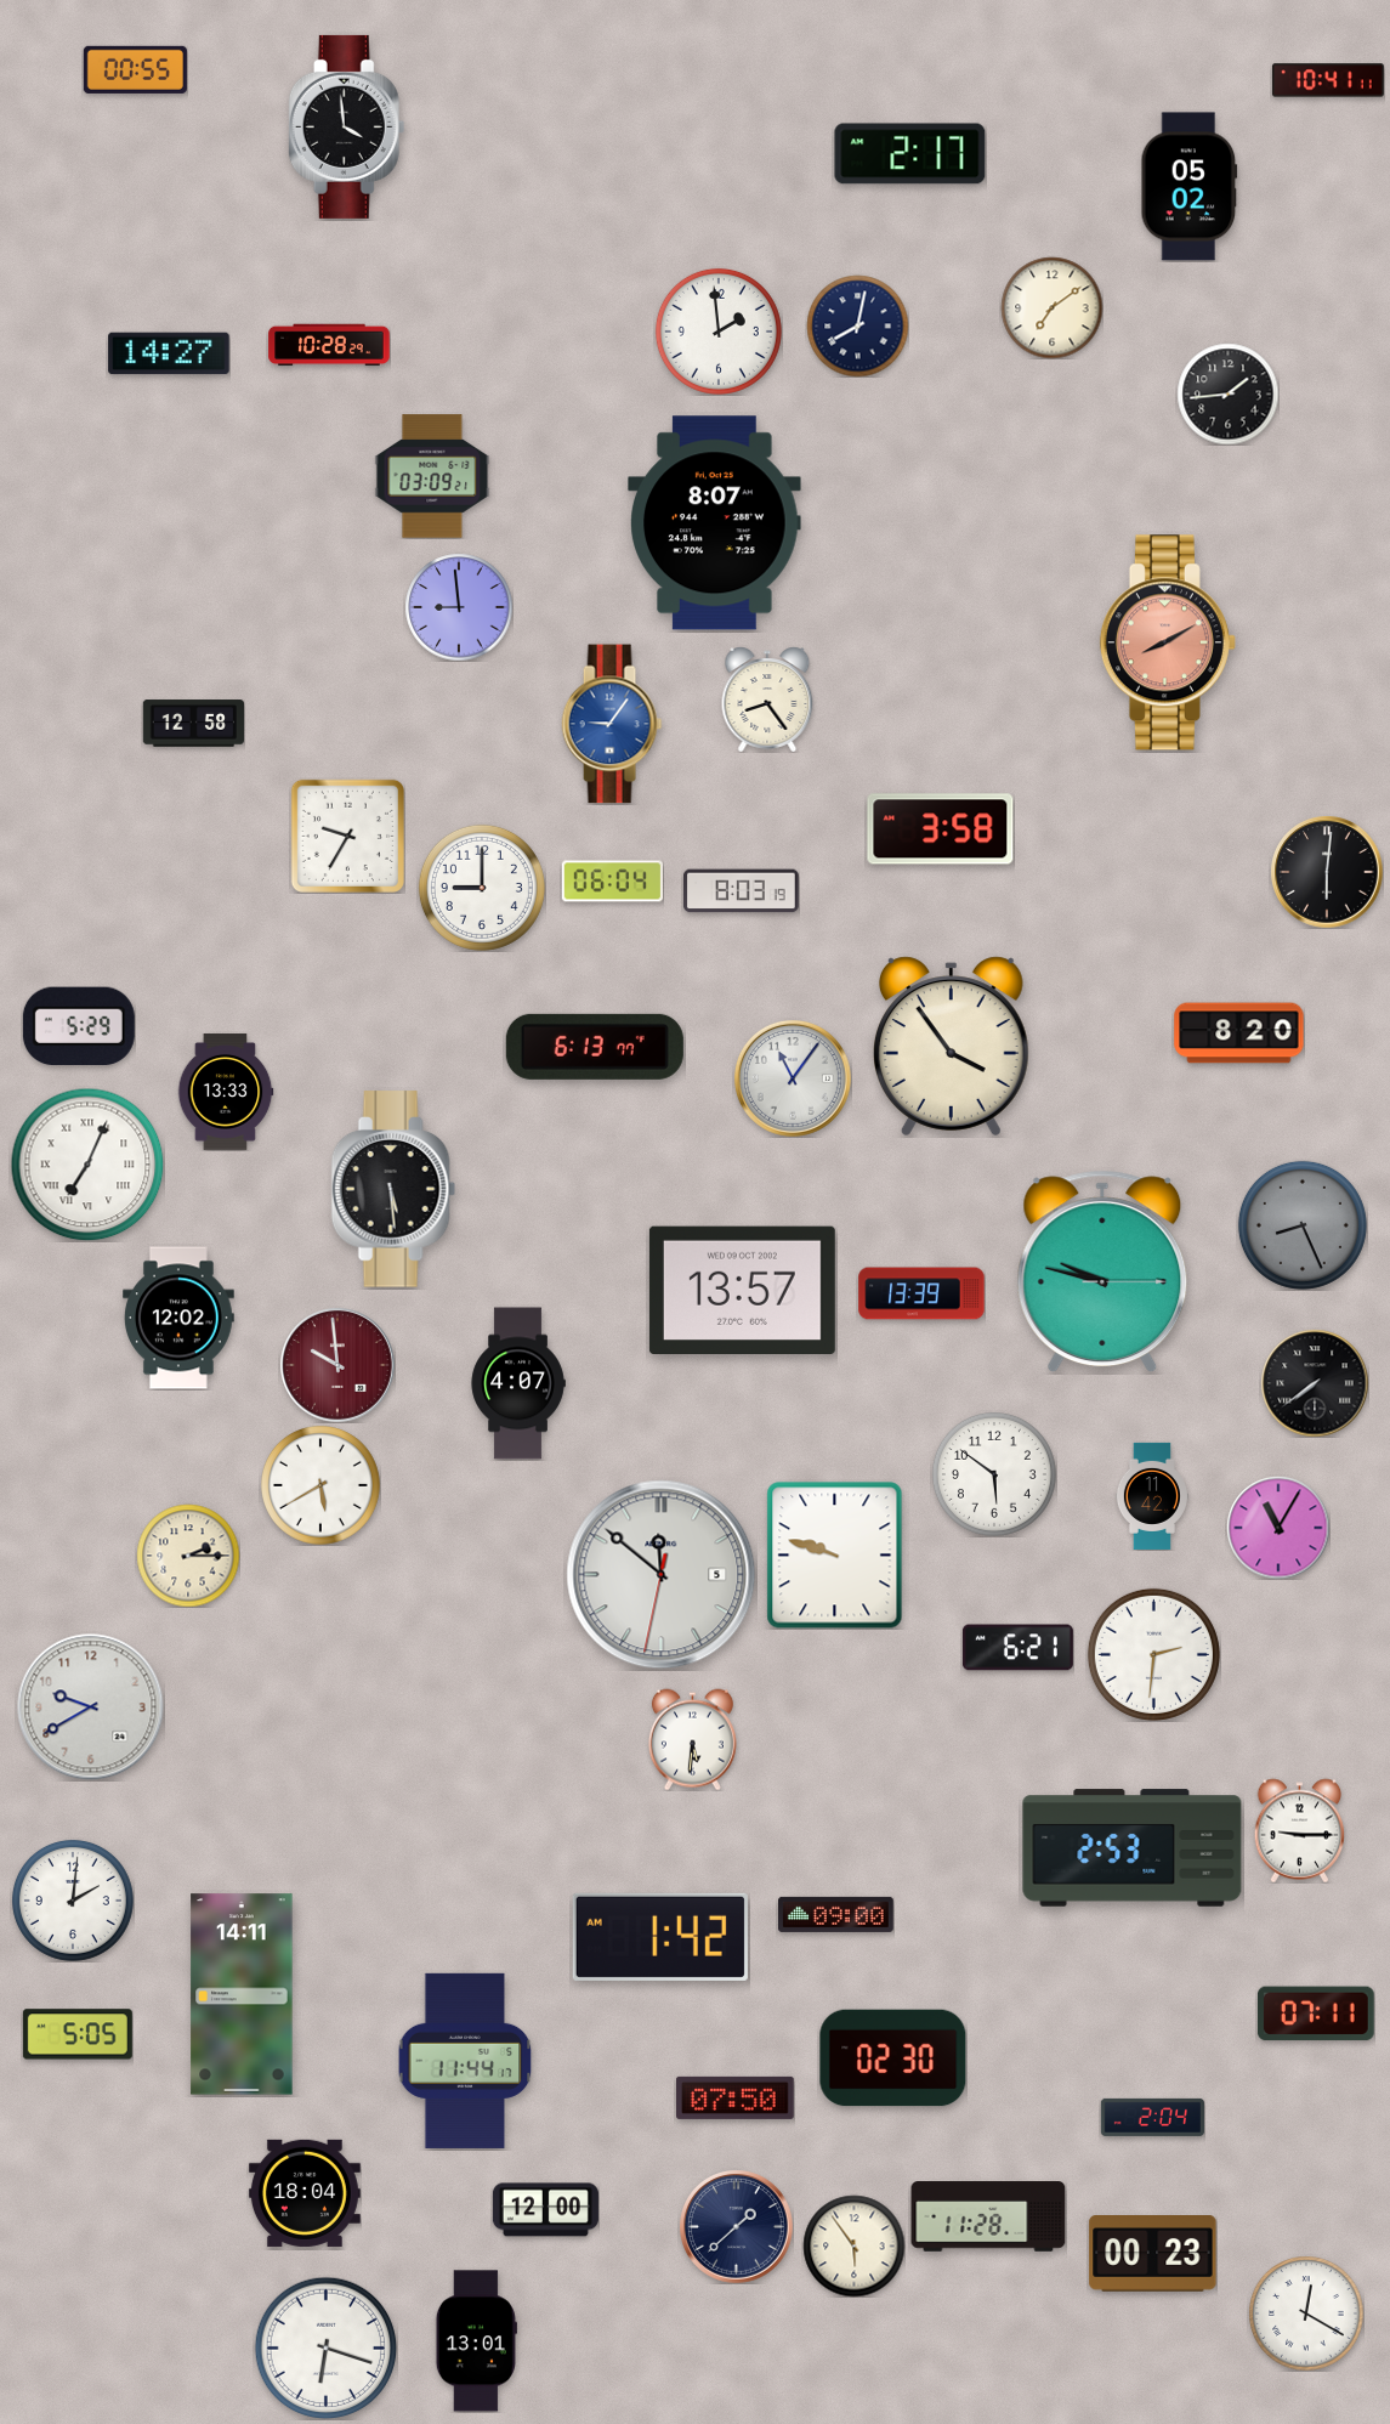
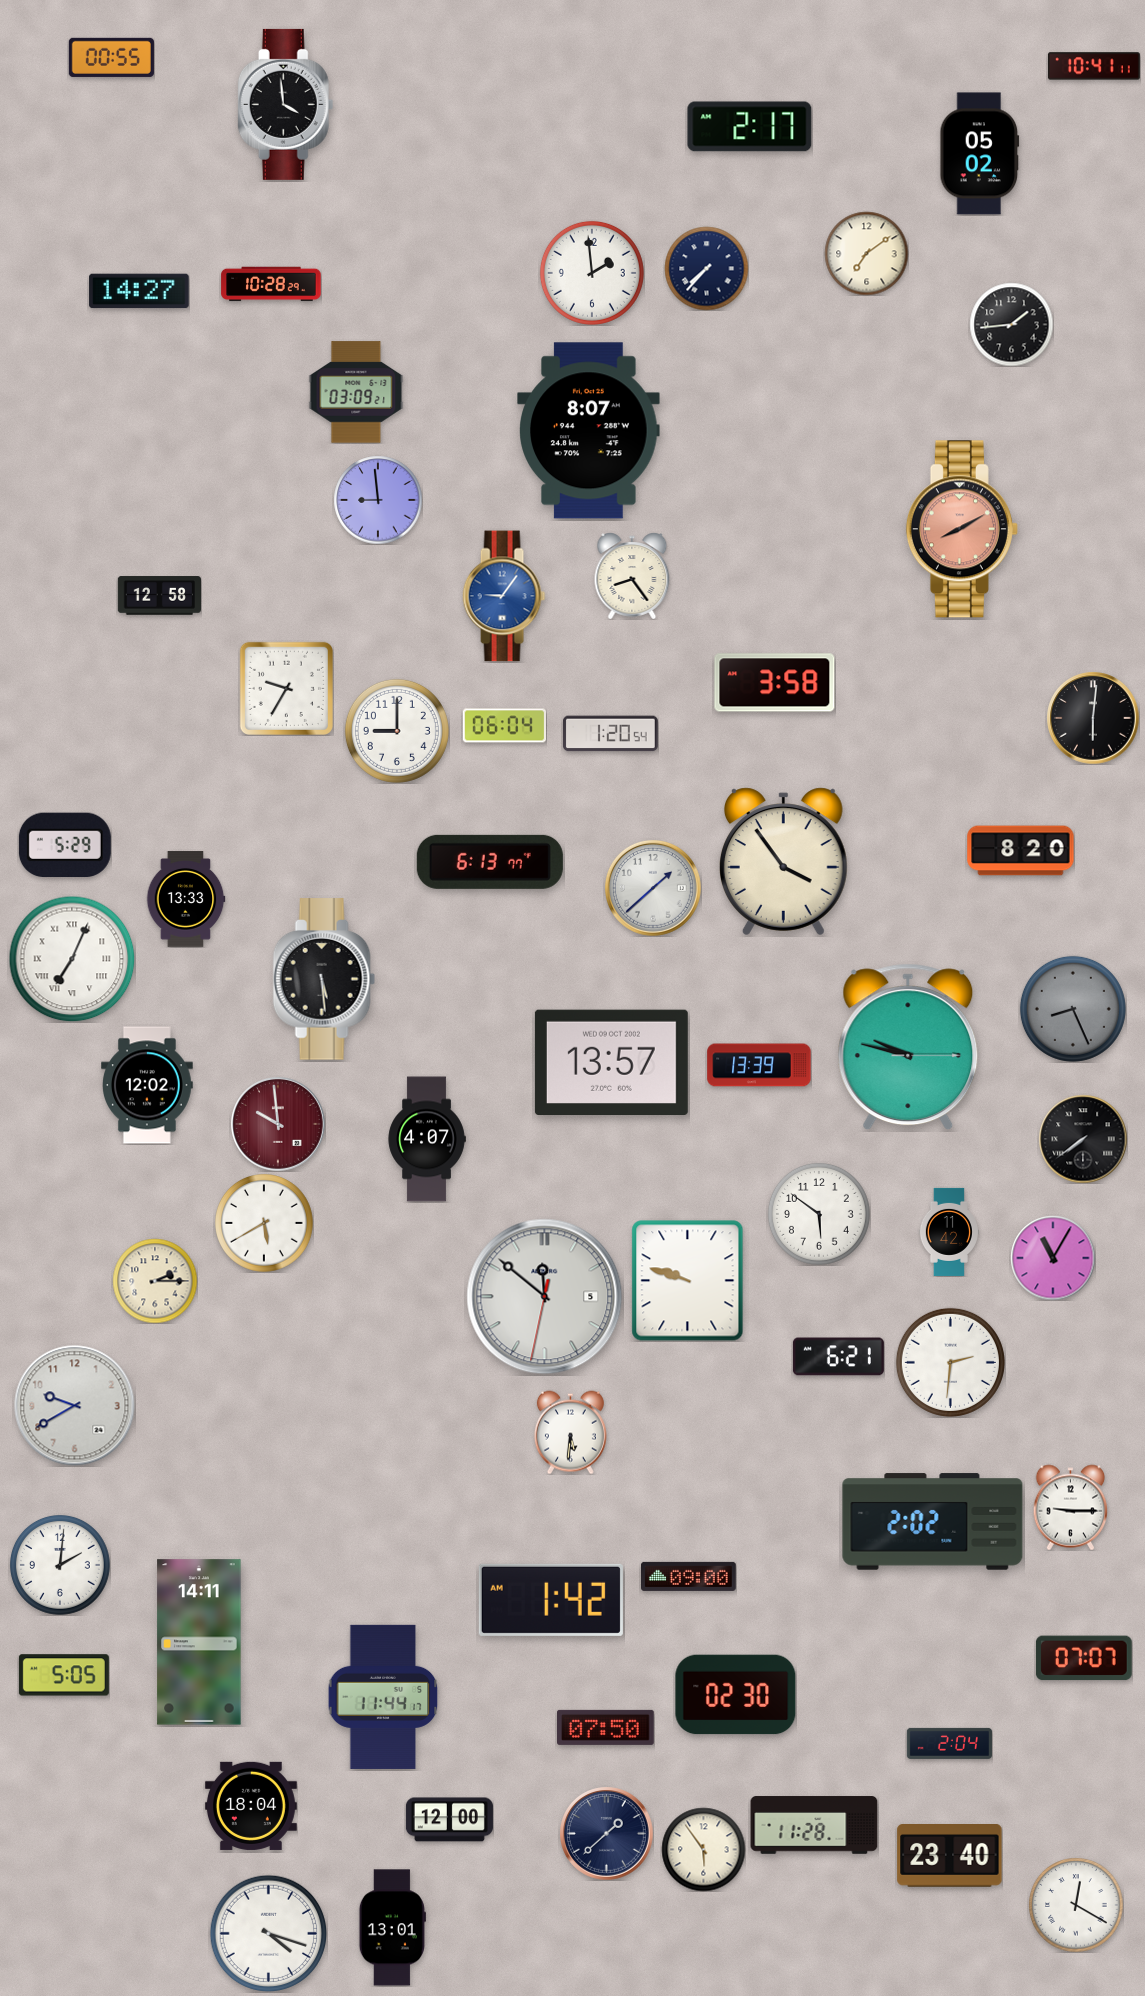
clock at (857, 325): 8:02 -> 7:37
clock at (741, 891): 8:03 -> 1:20
clock at (793, 1078): 11:06 -> 1:38
clock at (1133, 1848): 2:53 -> 2:02
clock at (660, 1937) position: (660, 1937) -> (551, 1600)
clock at (1316, 2014): 07:11 -> 07:07
clock at (1153, 2254): 00:23 -> 23:40
clock at (325, 2347): 6:18 -> 4:18
